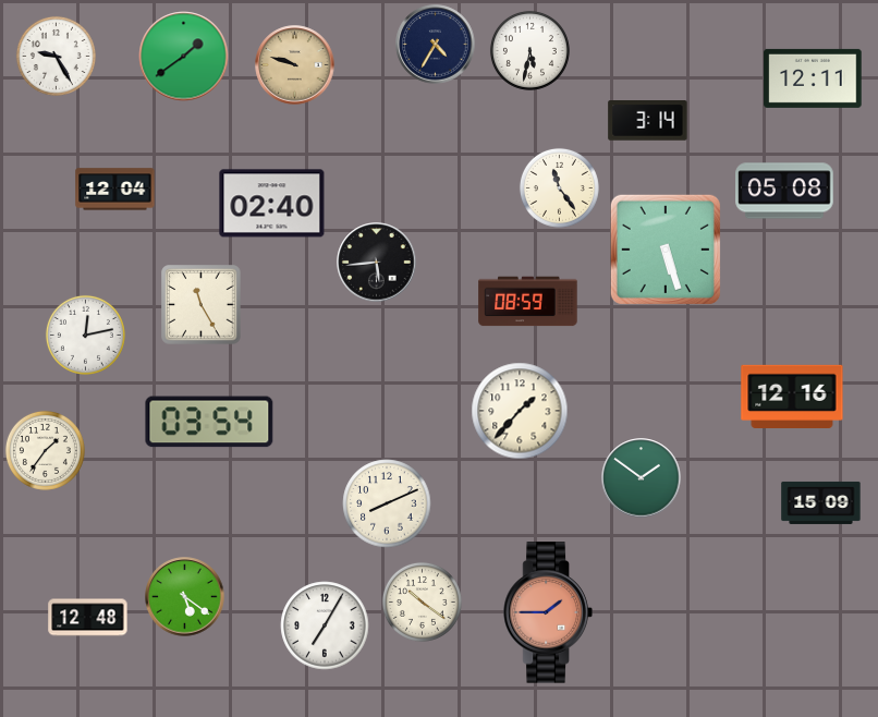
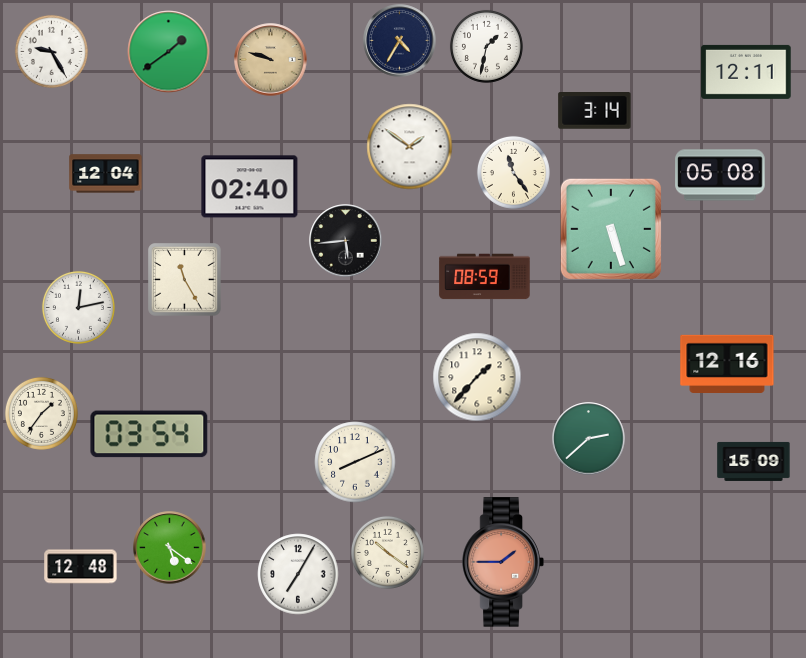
clock at (529, 50): 5:32 -> 1:32
clock at (410, 147): none -> 1:51
clock at (209, 422) position: (209, 422) -> (149, 434)
clock at (642, 478): 1:51 -> 2:38
